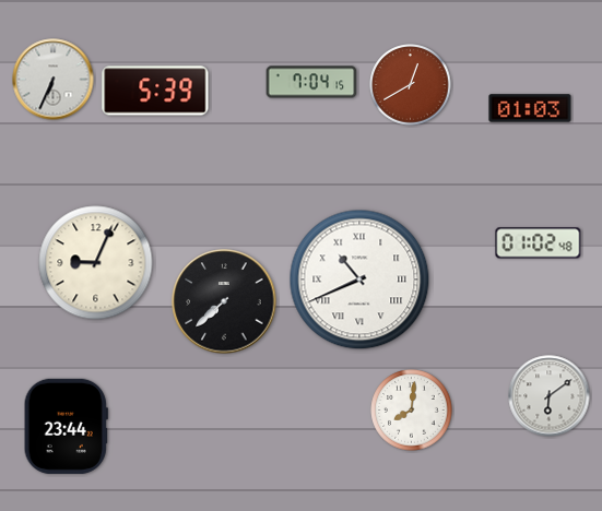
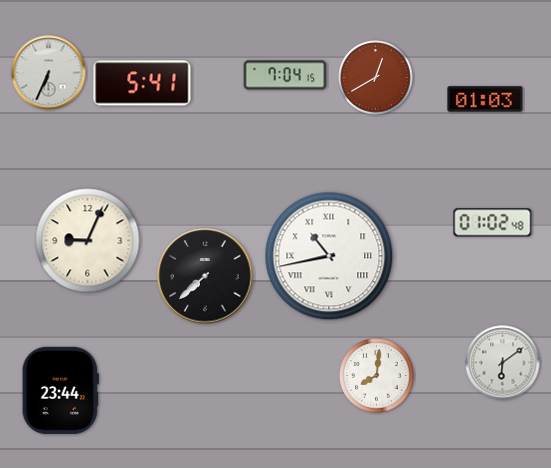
clock at (155, 91): 5:39 -> 5:41
clock at (359, 280): 10:41 -> 10:43
